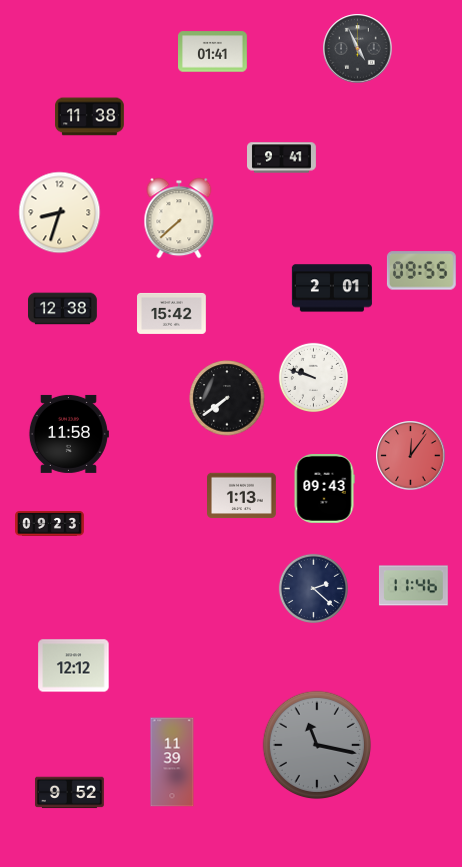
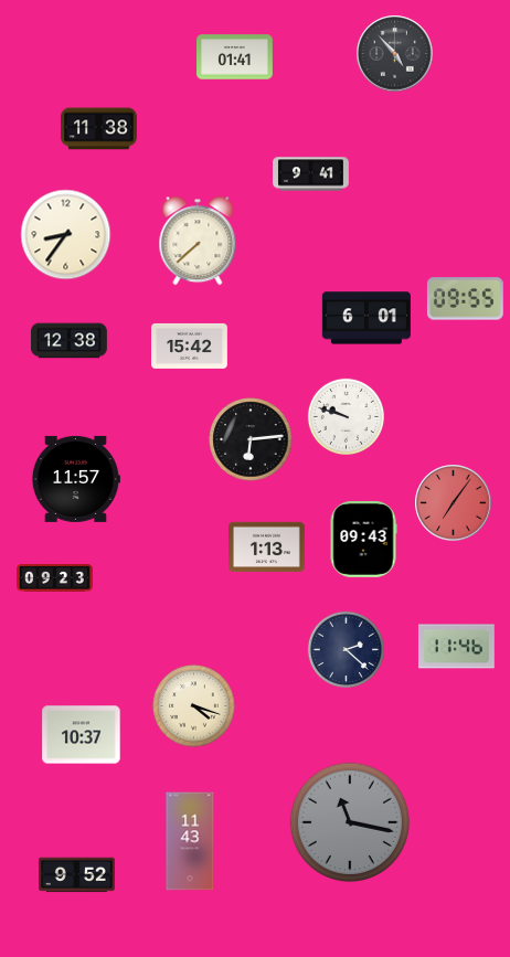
clock at (358, 49): 4:56 -> 4:53
clock at (60, 213): 8:33 -> 8:36
clock at (332, 288): 2:01 -> 6:01
clock at (227, 398): 7:39 -> 6:14
clock at (68, 434): 11:58 -> 11:57
clock at (411, 456): 12:06 -> 7:06
clock at (324, 489) position: (324, 489) -> (363, 540)
clock at (194, 706): none -> 4:18
clock at (74, 666): 12:12 -> 10:37
clock at (172, 762): 11:39 -> 11:43
